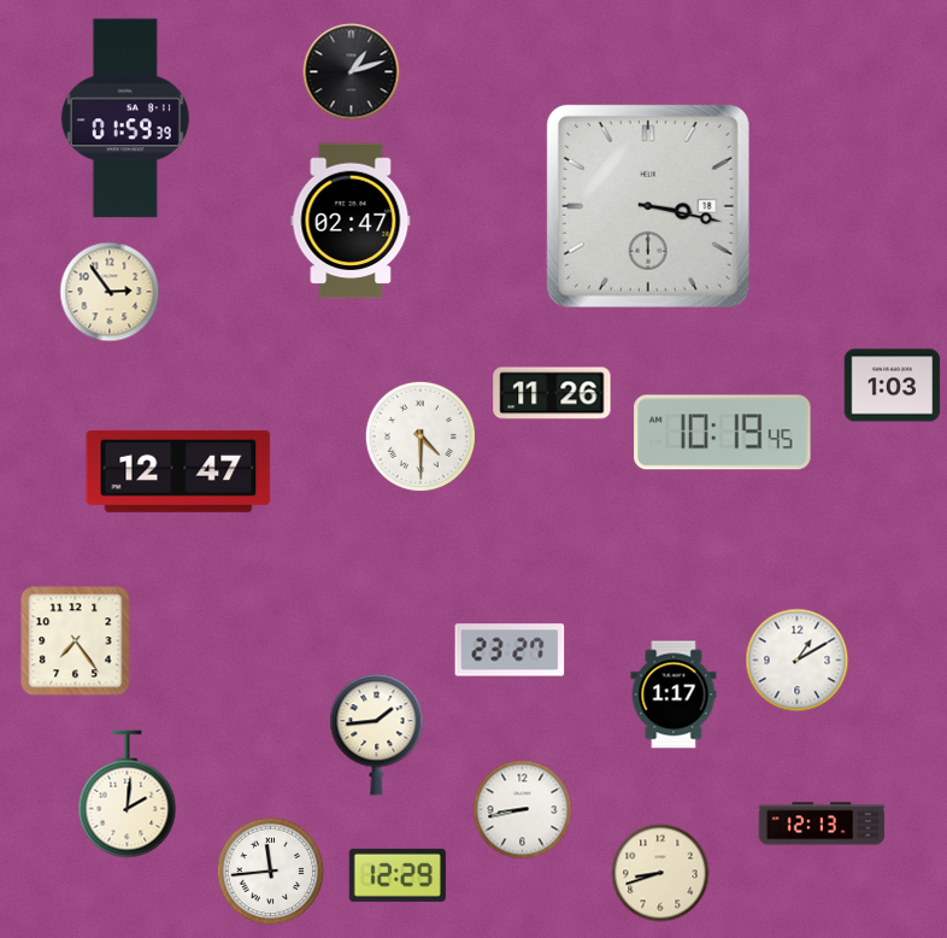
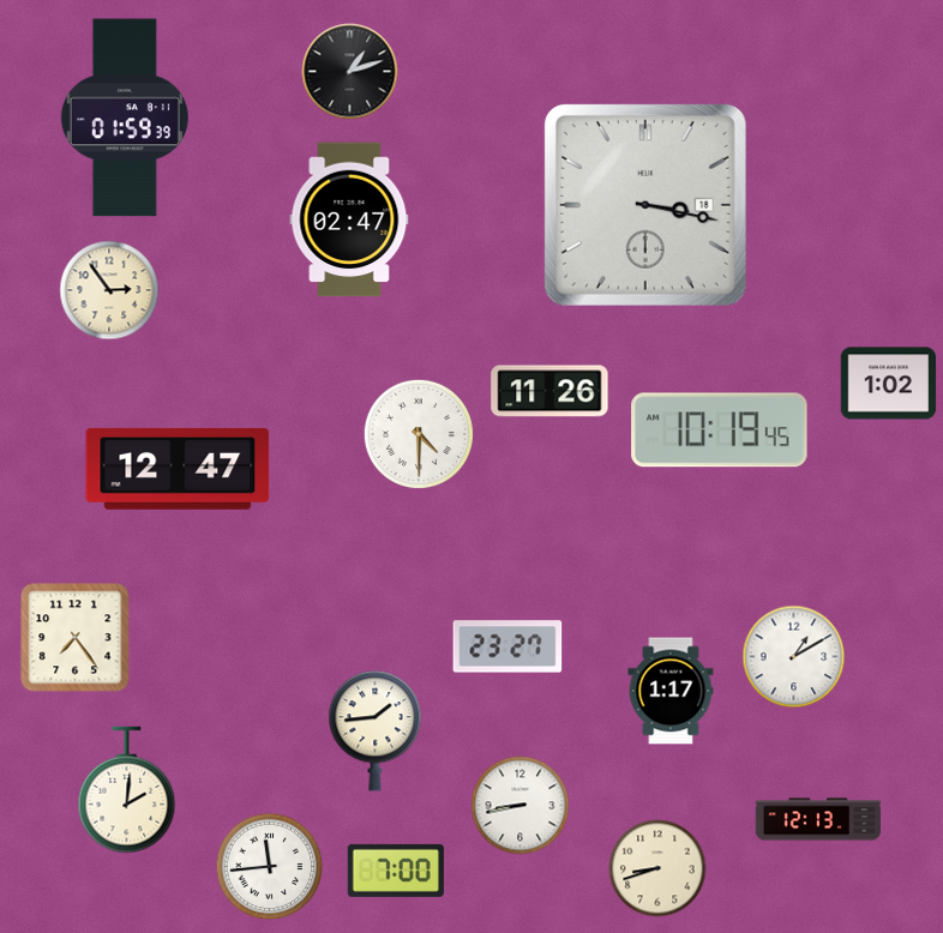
clock at (893, 386): 1:03 -> 1:02
clock at (398, 875): 12:29 -> 7:00
